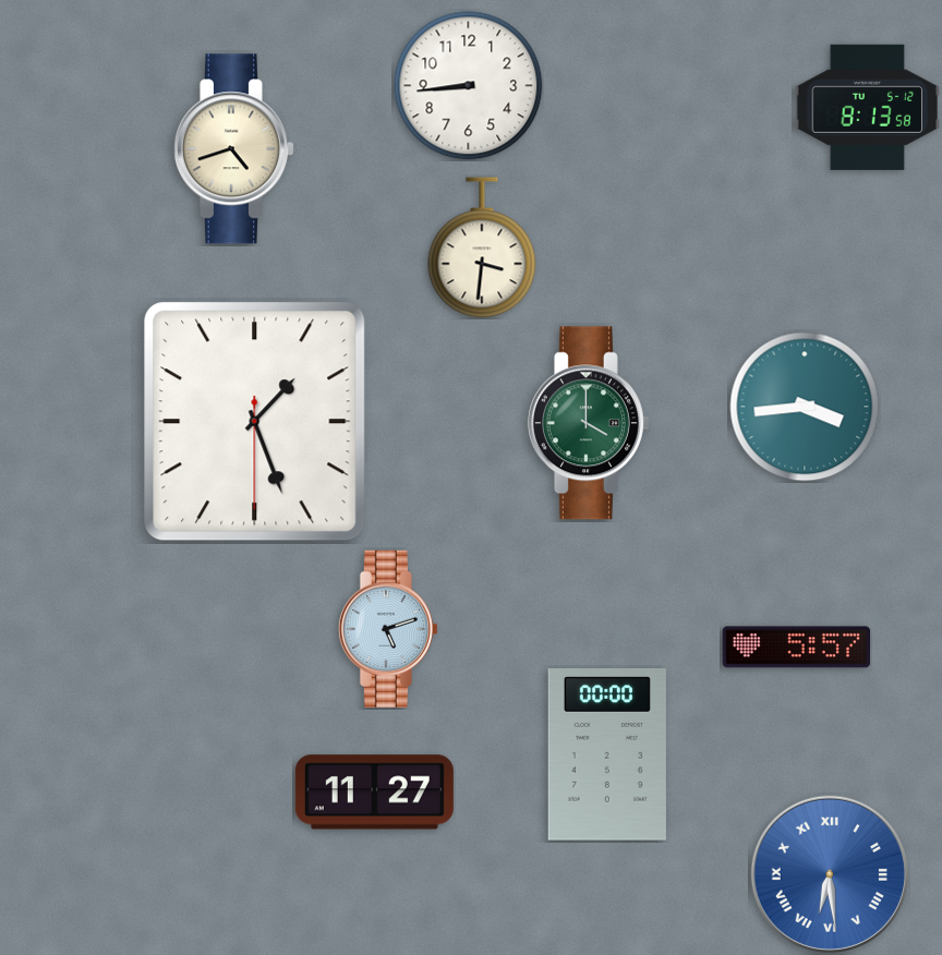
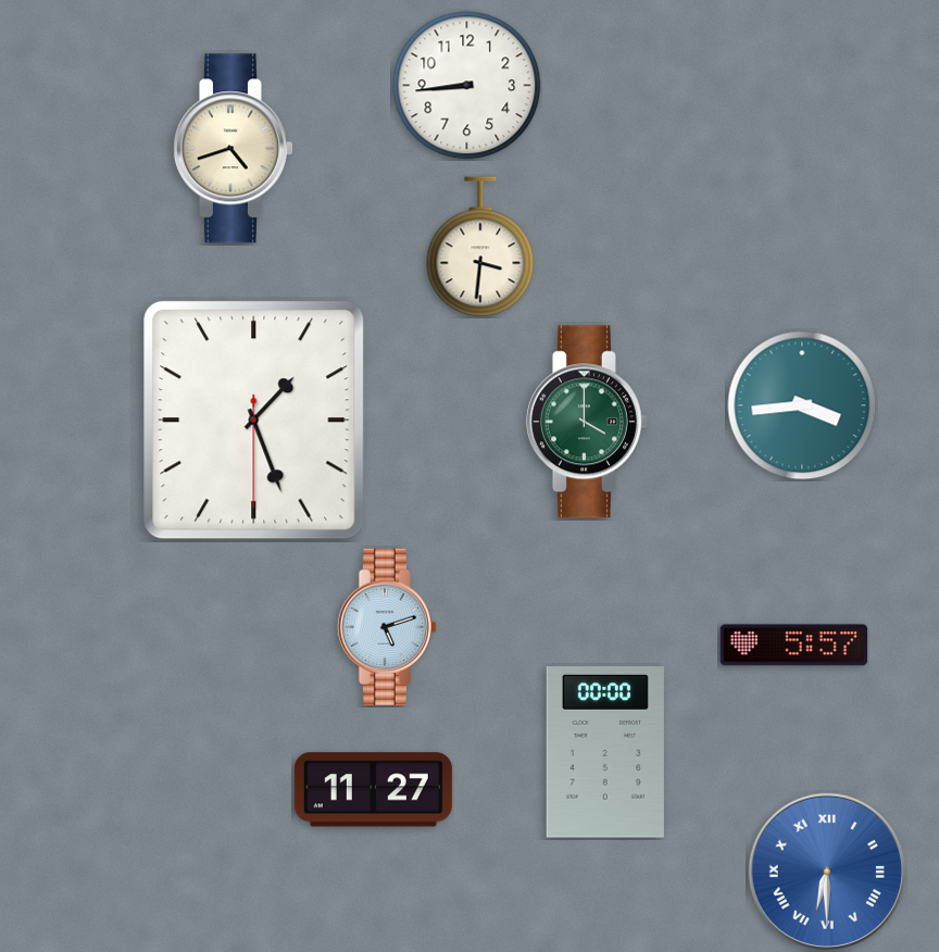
clock at (868, 107): 8:13 -> none
clock at (830, 874): 6:29 -> 6:30
